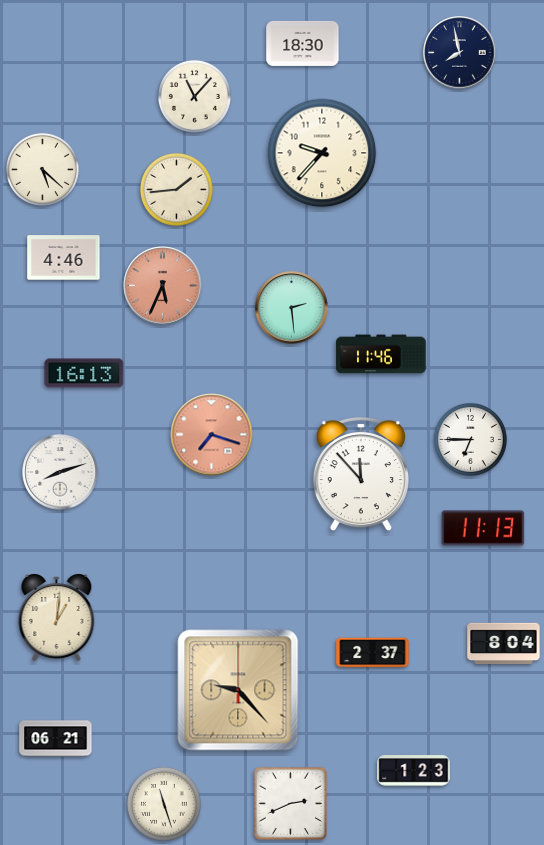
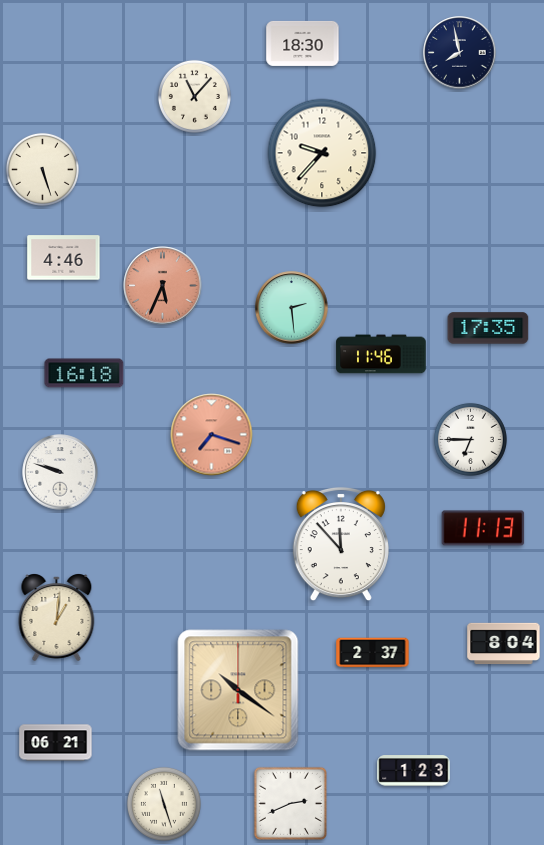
clock at (42, 169): 5:22 -> 5:27
clock at (176, 189): 1:44 -> none
clock at (488, 328): none -> 17:35
clock at (84, 373): 16:13 -> 16:18
clock at (60, 472): 8:12 -> 9:48
clock at (361, 474) position: (361, 474) -> (341, 544)
clock at (238, 690): 9:23 -> 10:21
clock at (56, 739) position: (56, 739) -> (56, 743)
